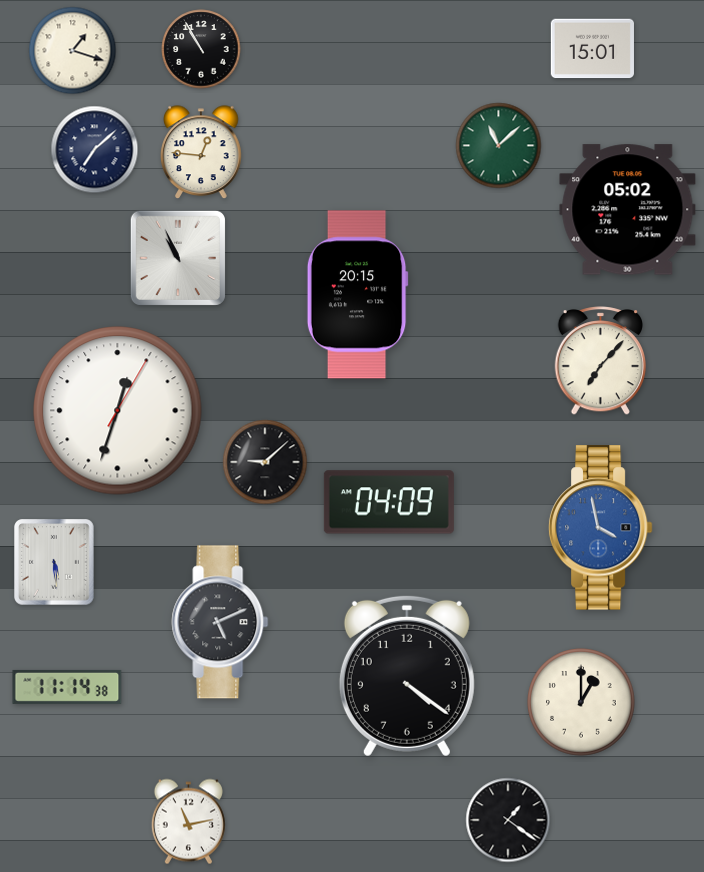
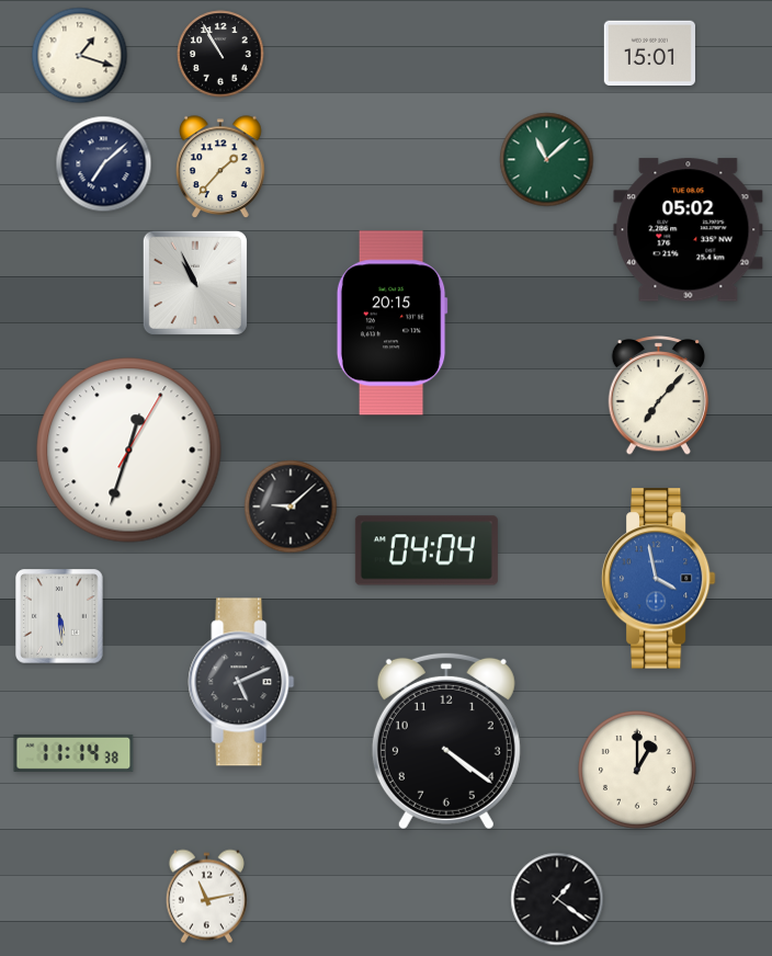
clock at (201, 153): 12:46 -> 1:37
clock at (389, 502): 04:09 -> 04:04
clock at (188, 822) position: (188, 822) -> (206, 897)
